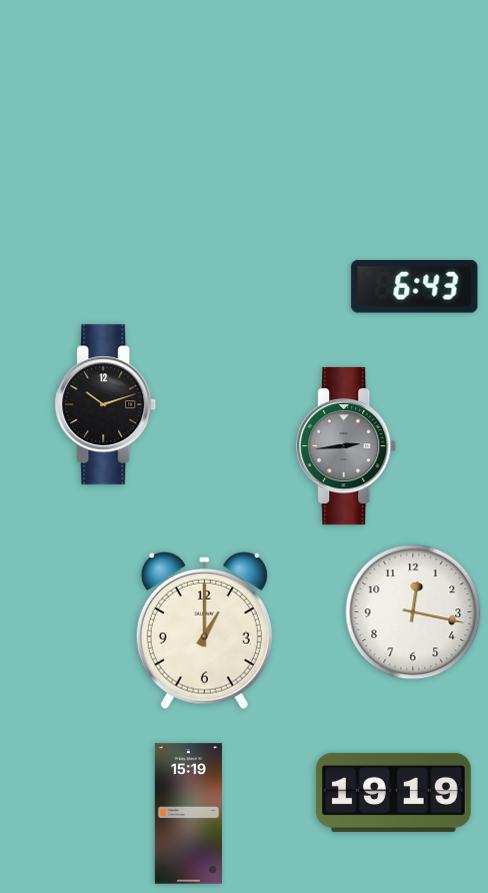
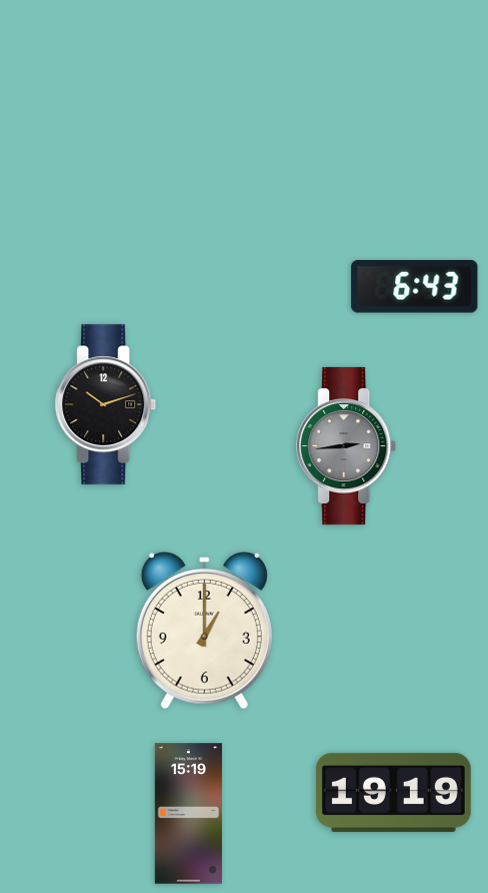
clock at (413, 612): 12:17 -> none
